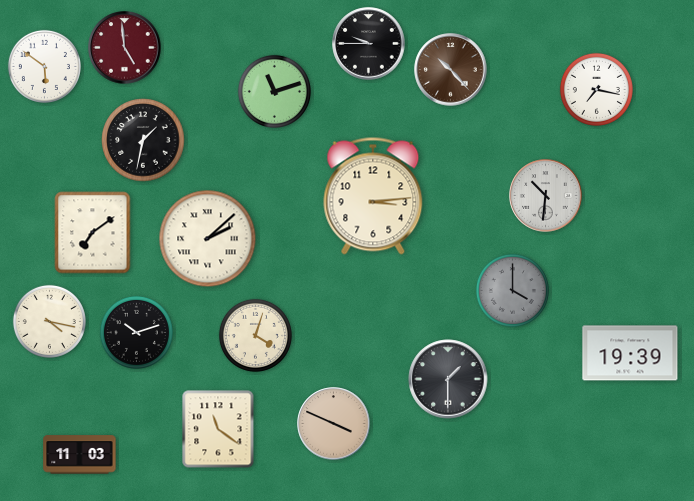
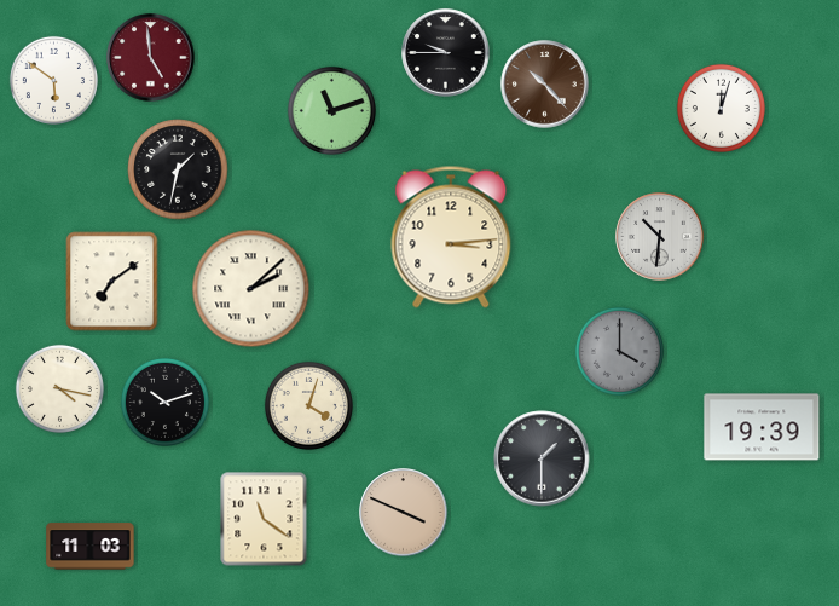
clock at (596, 89): 7:17 -> 12:03
clock at (143, 140) position: (143, 140) -> (178, 169)
clock at (80, 455) position: (80, 455) -> (91, 547)
